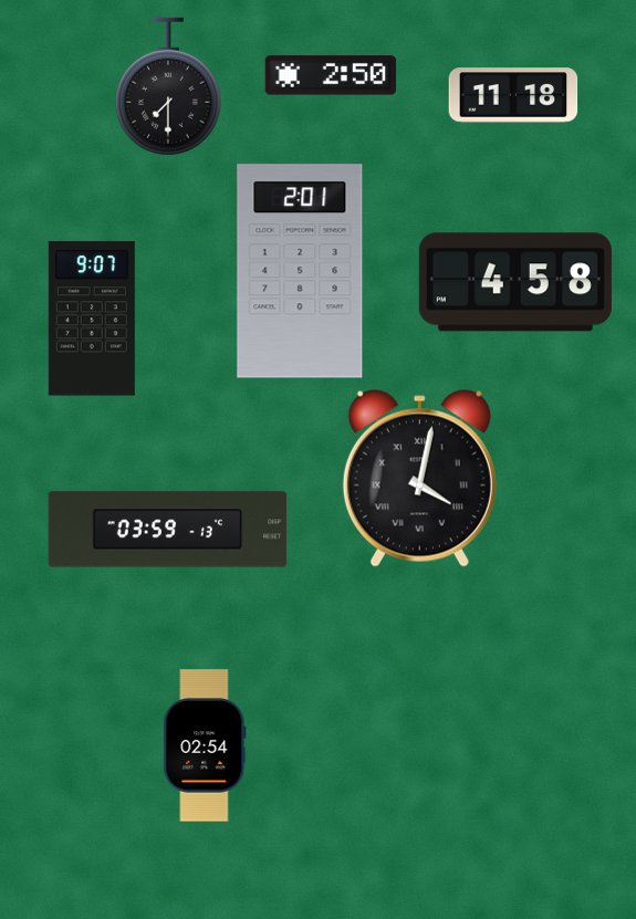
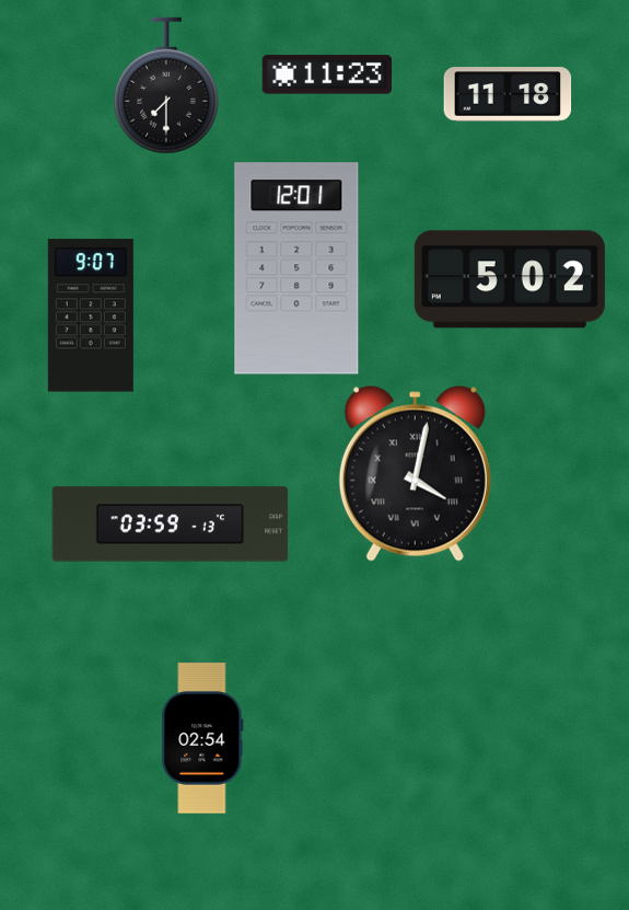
clock at (330, 75): 2:50 -> 11:23
clock at (300, 271): 2:01 -> 12:01
clock at (515, 282): 4:58 -> 5:02
clock at (168, 530) position: (168, 530) -> (171, 525)
